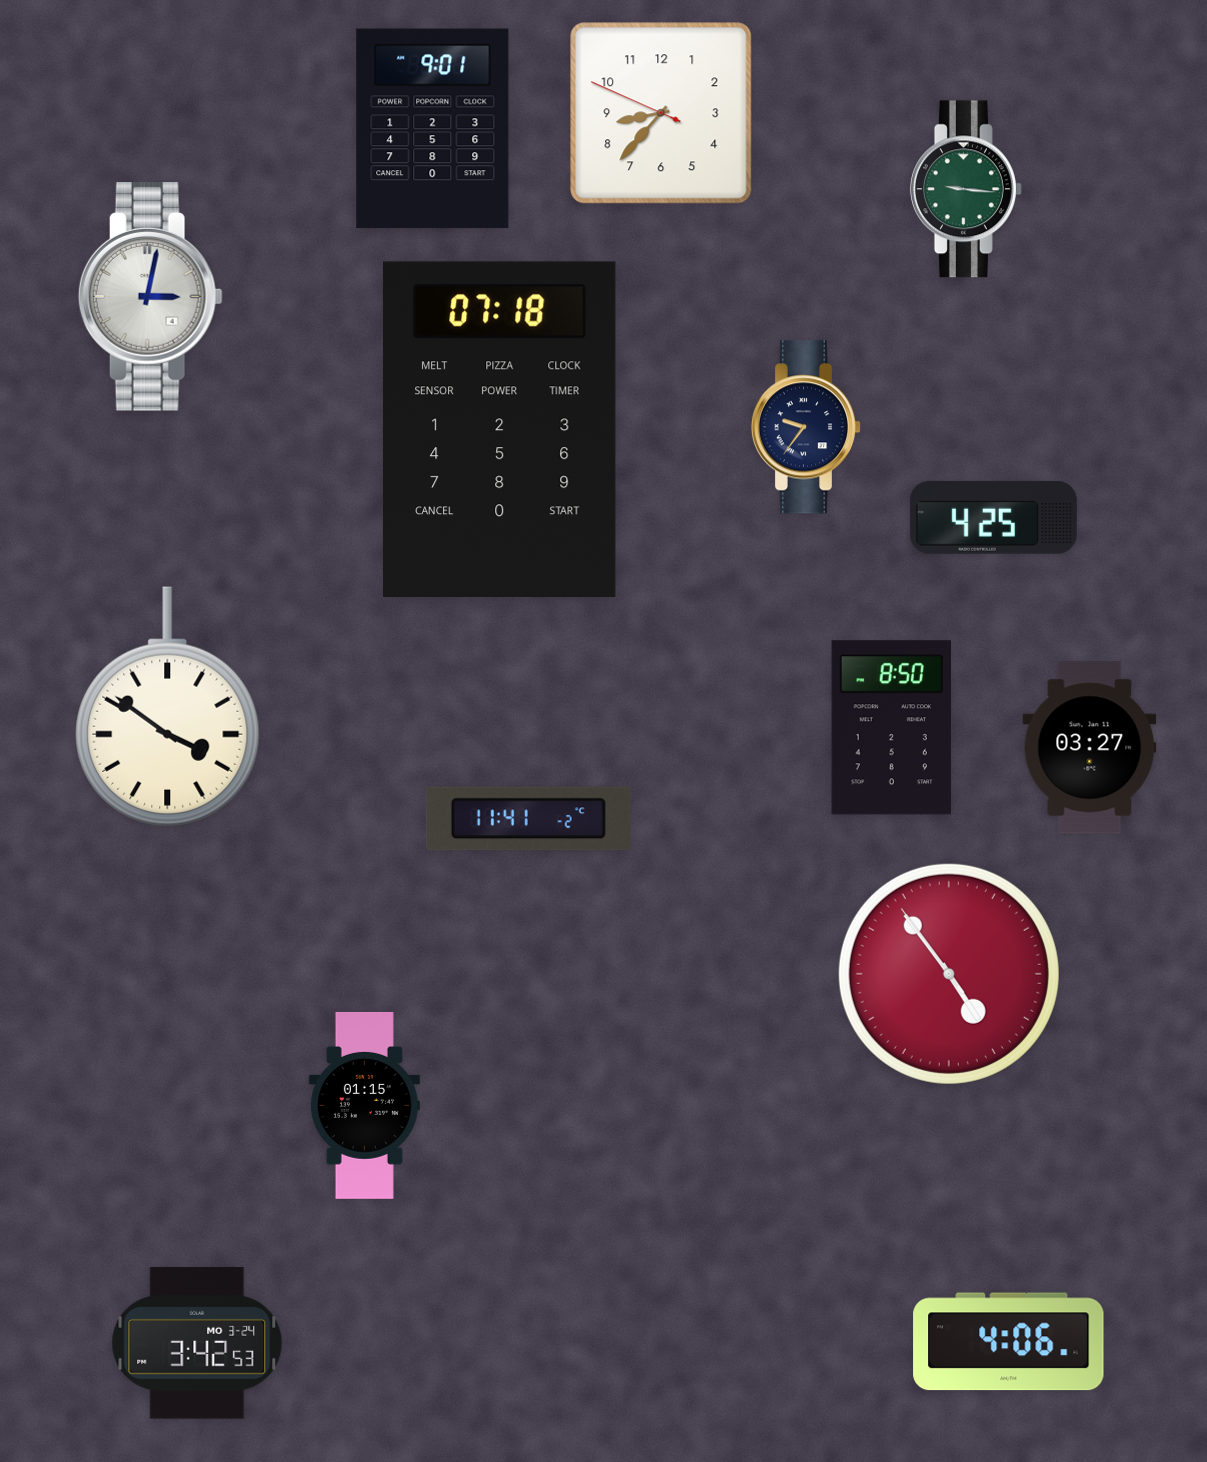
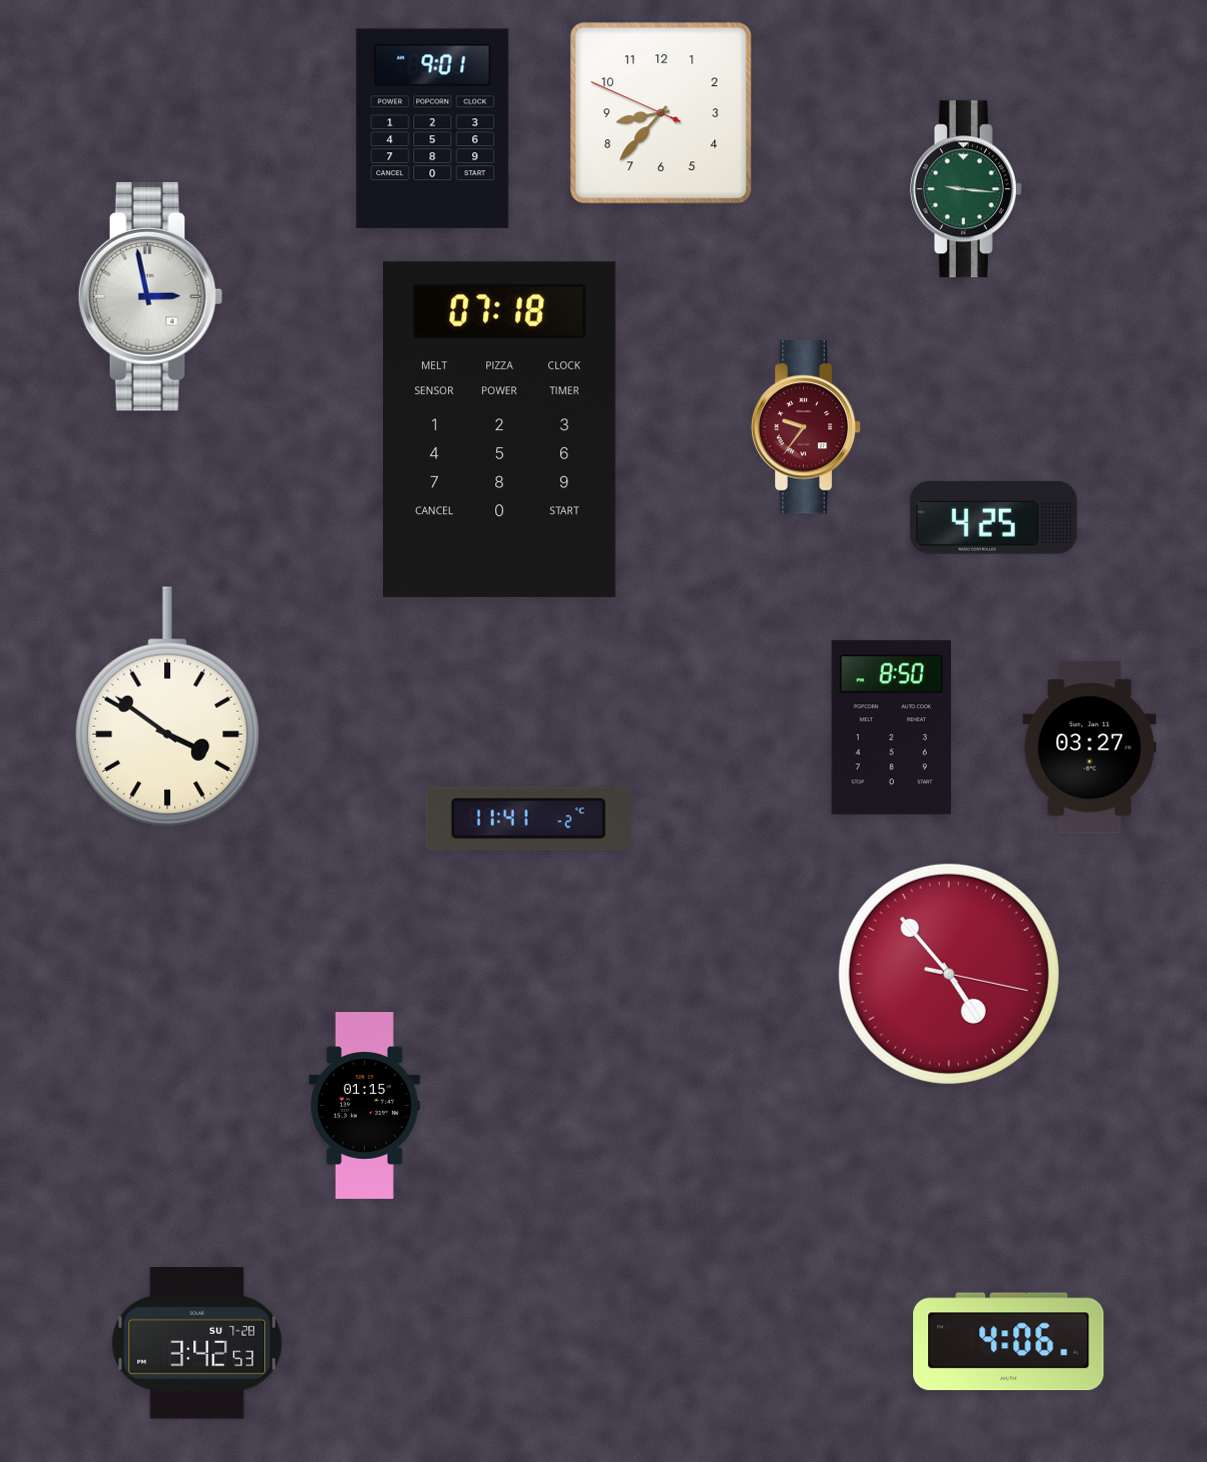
clock at (150, 297): 3:02 -> 2:58
clock at (806, 427) dial: navy -> burgundy
clock at (949, 974): 4:53:54 -> 4:53:17
clock at (197, 1343) date: MO 3-24 -> SU 7-28
